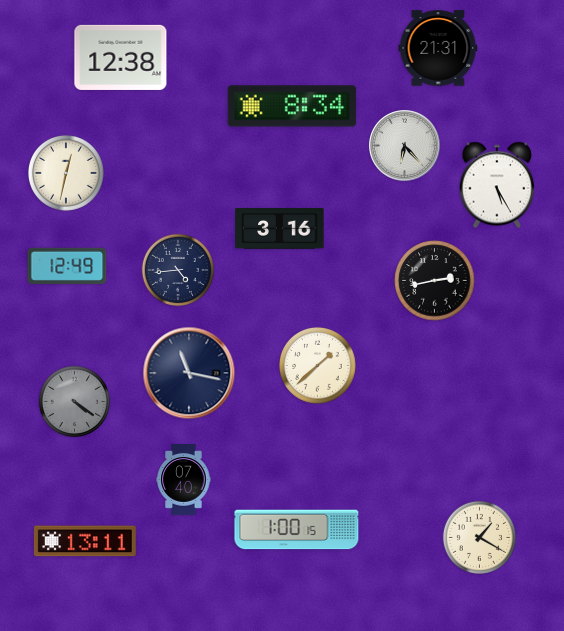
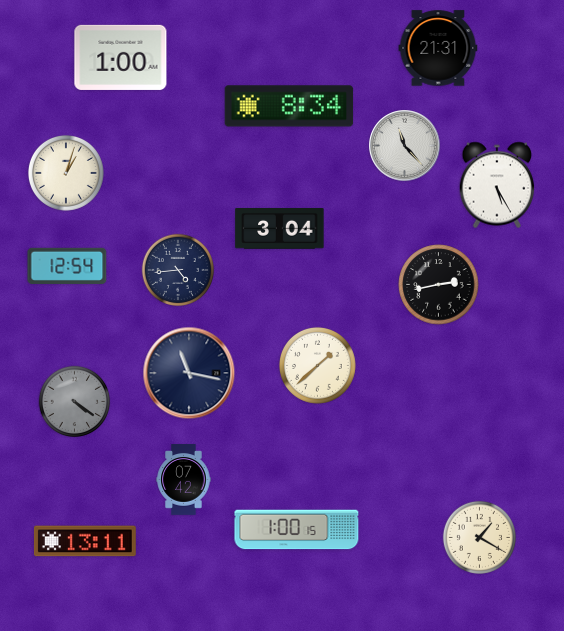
clock at (121, 57): 12:38 -> 1:00
clock at (292, 106) position: (292, 106) -> (289, 106)
clock at (405, 146): 6:23 -> 11:23
clock at (66, 173): 12:32 -> 1:03
clock at (280, 229): 3:16 -> 3:04
clock at (67, 266): 12:49 -> 12:54
clock at (435, 281) position: (435, 281) -> (439, 285)
clock at (184, 480): 07:40 -> 07:42
